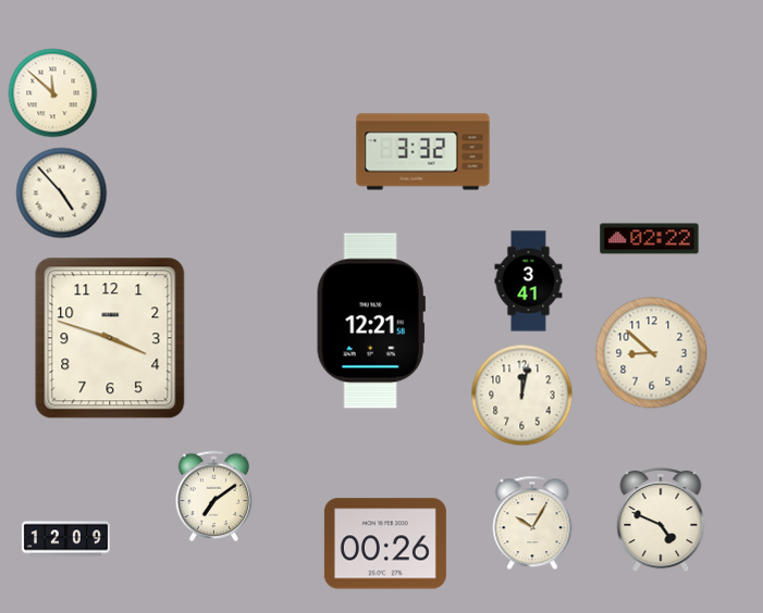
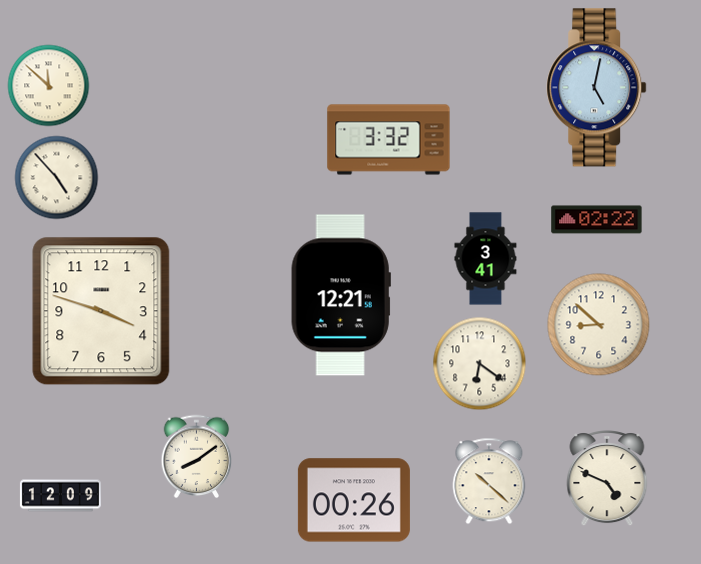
clock at (597, 88): none -> 5:02
clock at (522, 396): 12:02 -> 6:21
clock at (214, 497): 7:09 -> 8:09
clock at (532, 523): 10:05 -> 10:22
